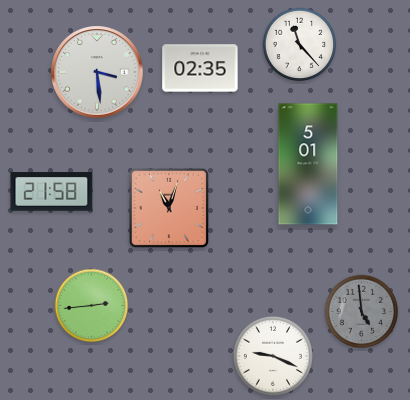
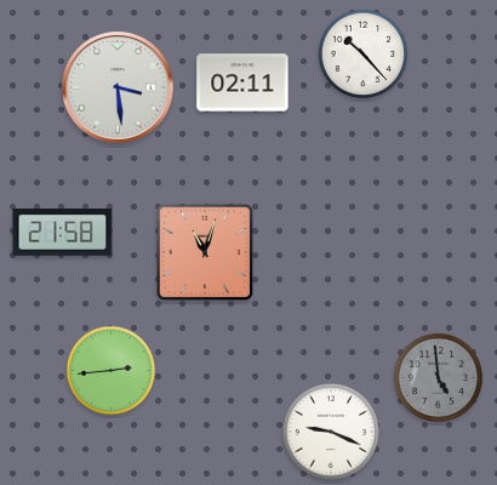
clock at (300, 45): 11:23 -> 10:23
clock at (200, 68): 02:35 -> 02:11
clock at (308, 164): 5:01 -> none
